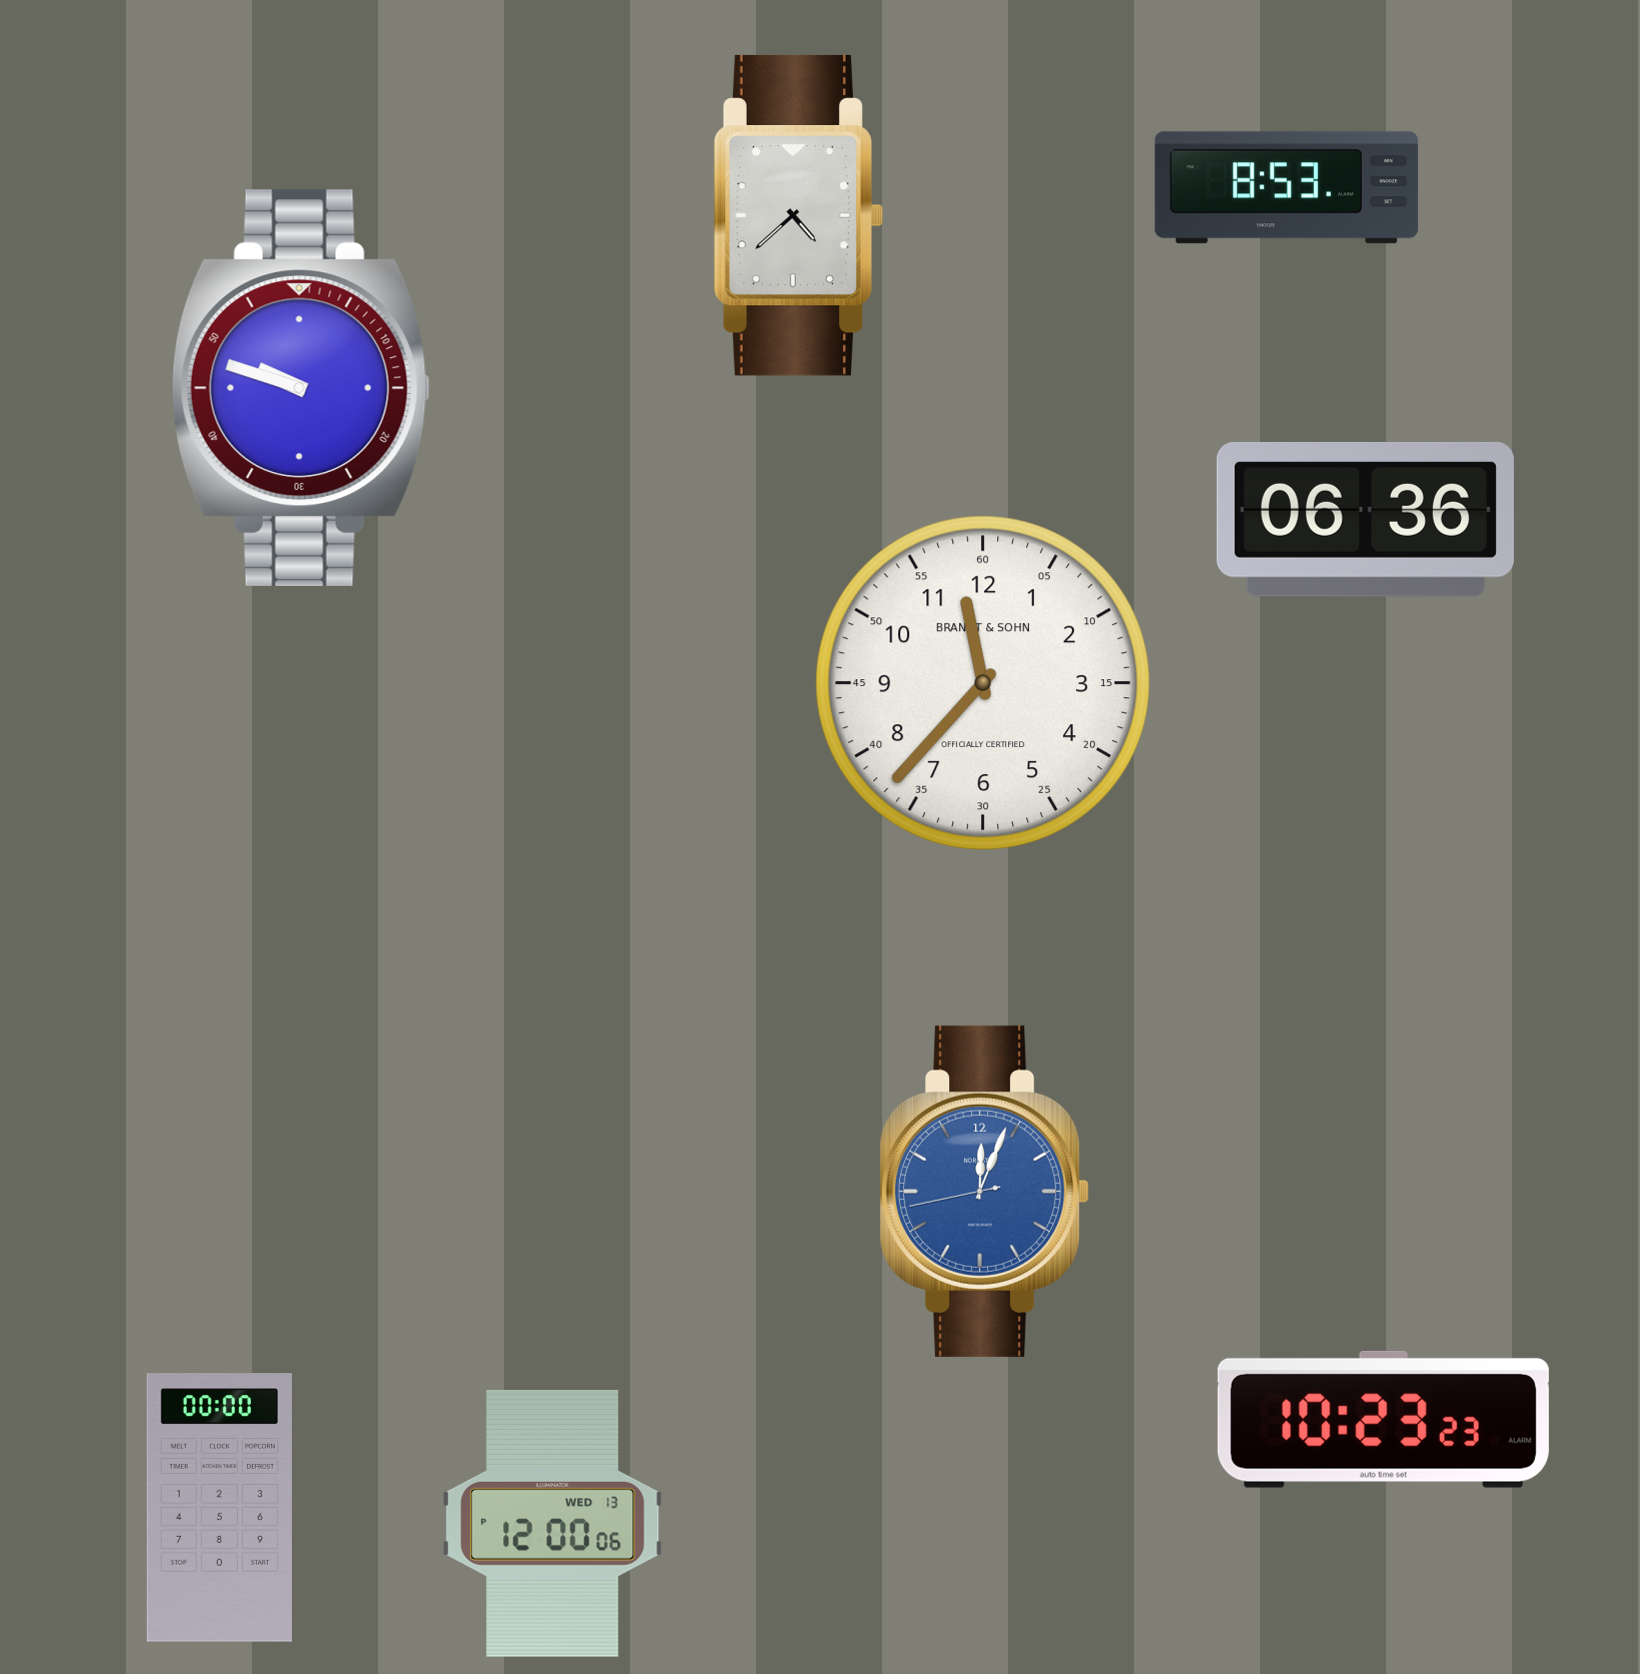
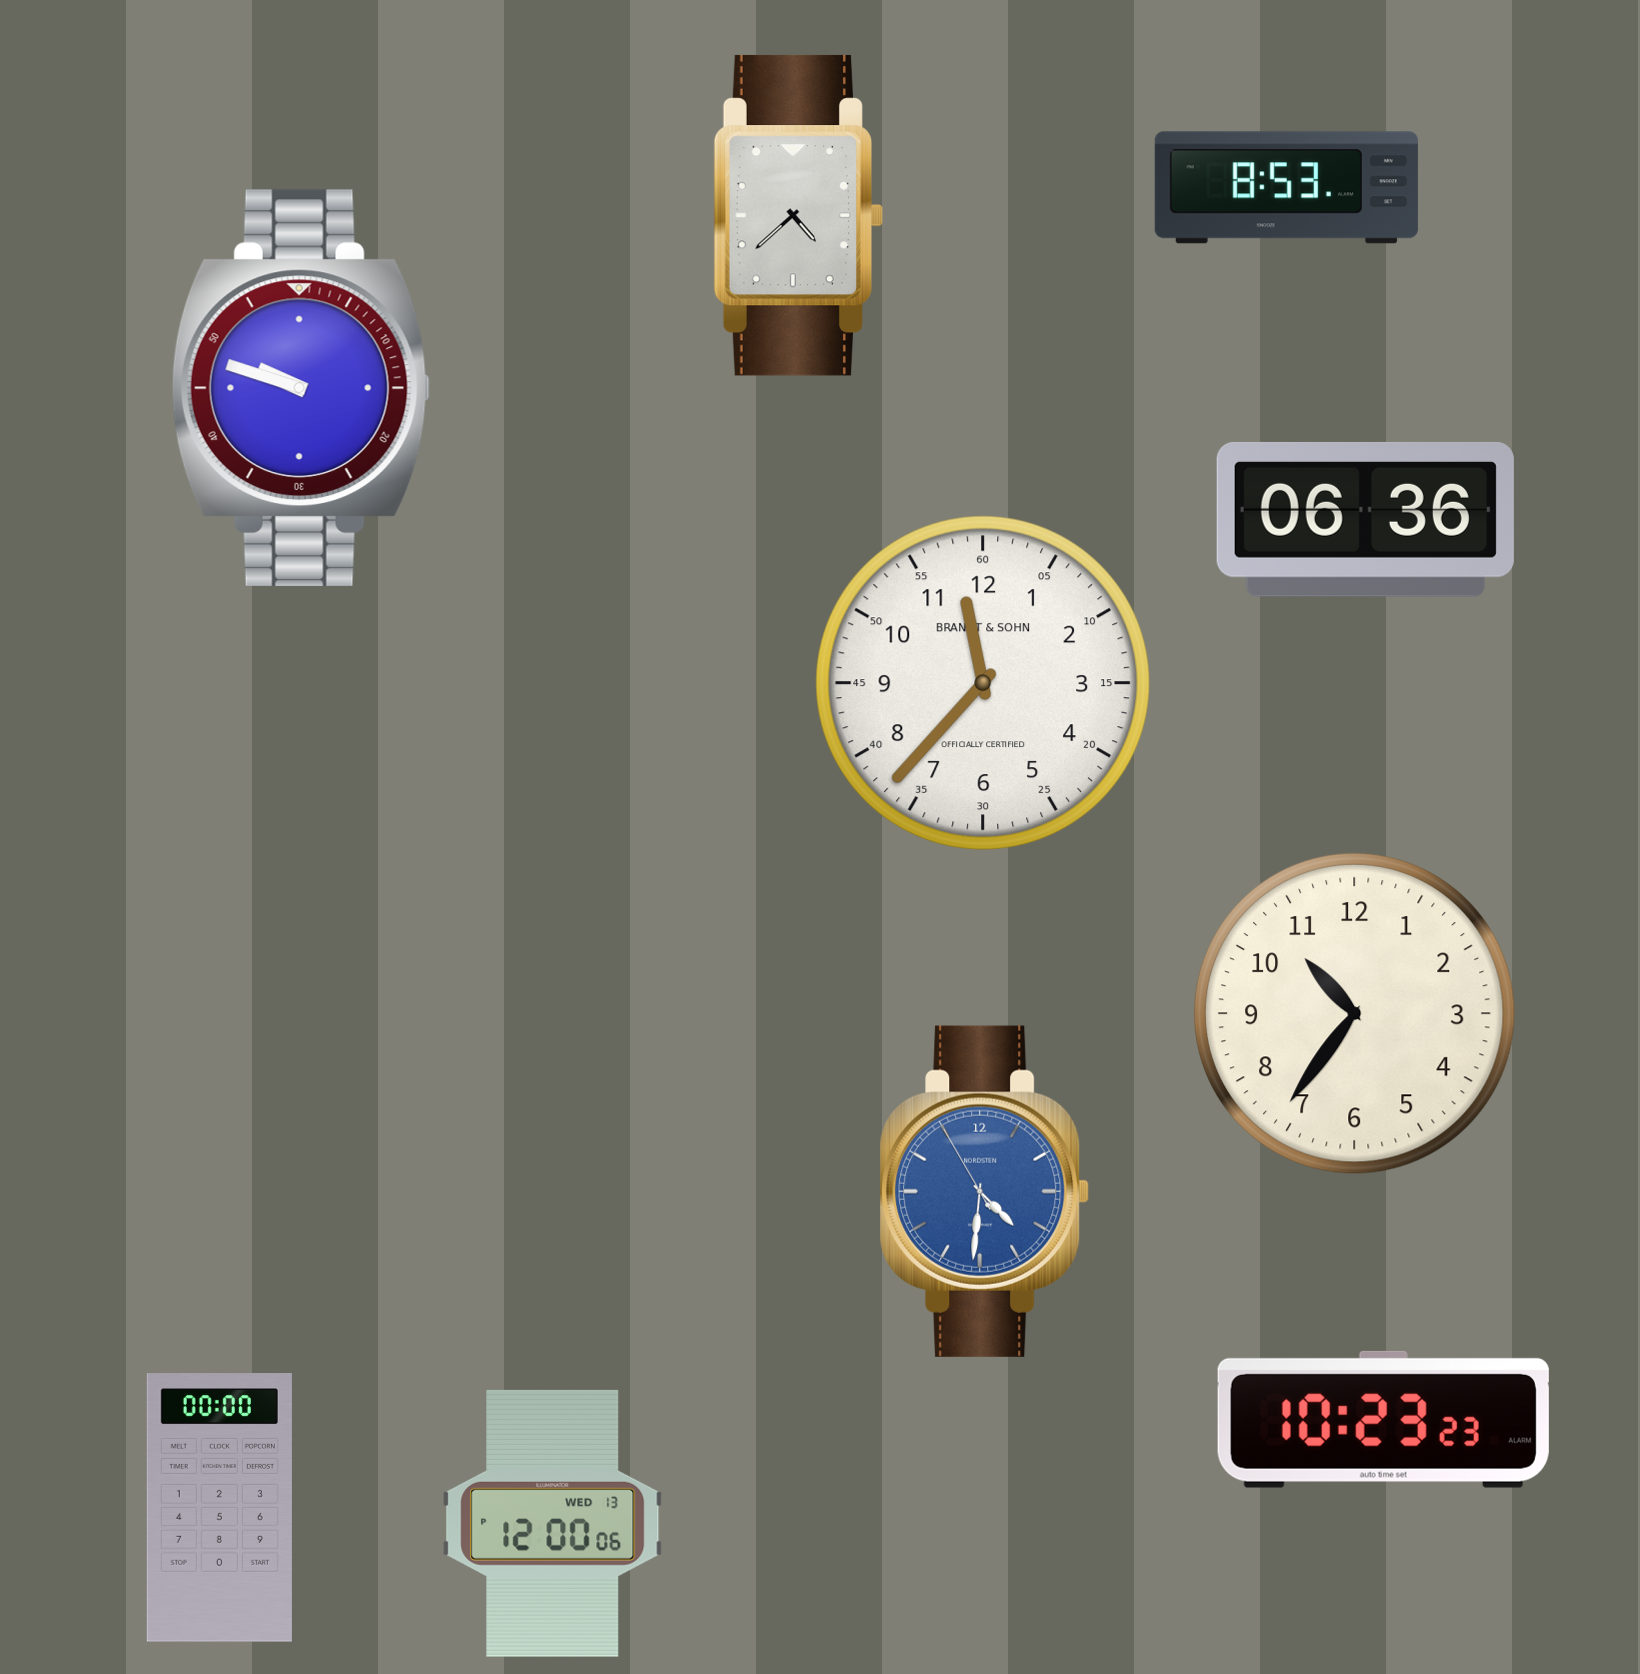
clock at (1354, 1013): none -> 10:36
clock at (985, 1191): 12:03 -> 4:30
